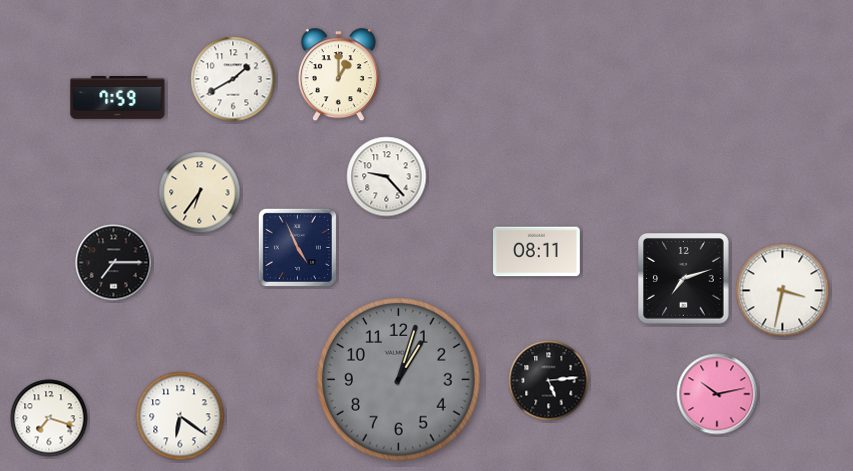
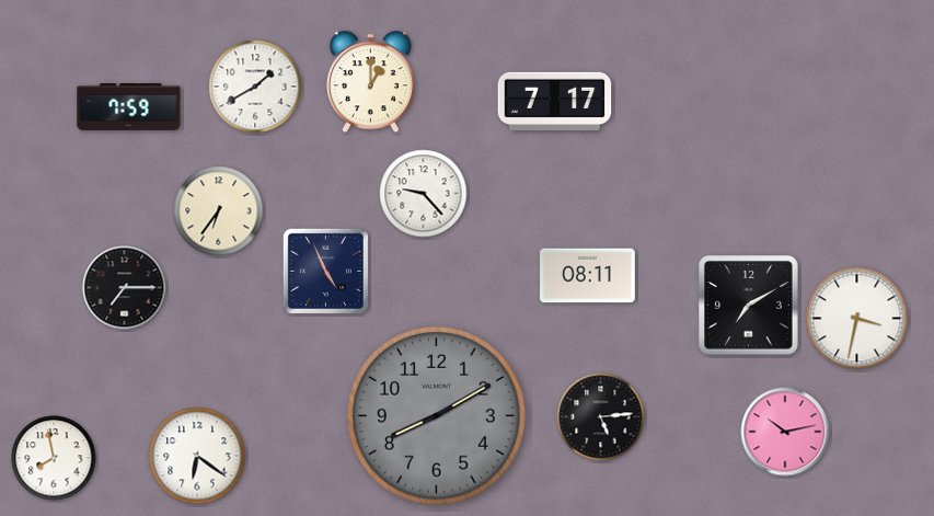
clock at (555, 101): none -> 7:17
clock at (684, 279): 7:12 -> 7:10
clock at (399, 380): 1:03 -> 8:10
clock at (49, 418): 7:18 -> 7:58
